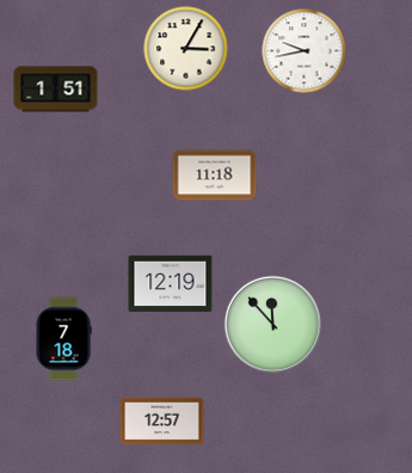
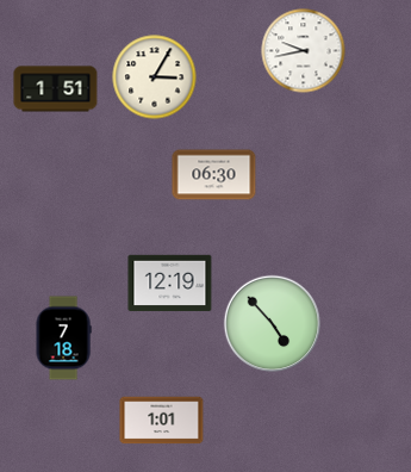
clock at (186, 49) position: (186, 49) -> (155, 77)
clock at (215, 176): 11:18 -> 06:30
clock at (273, 325): 11:53 -> 4:53
clock at (162, 422): 12:57 -> 1:01
